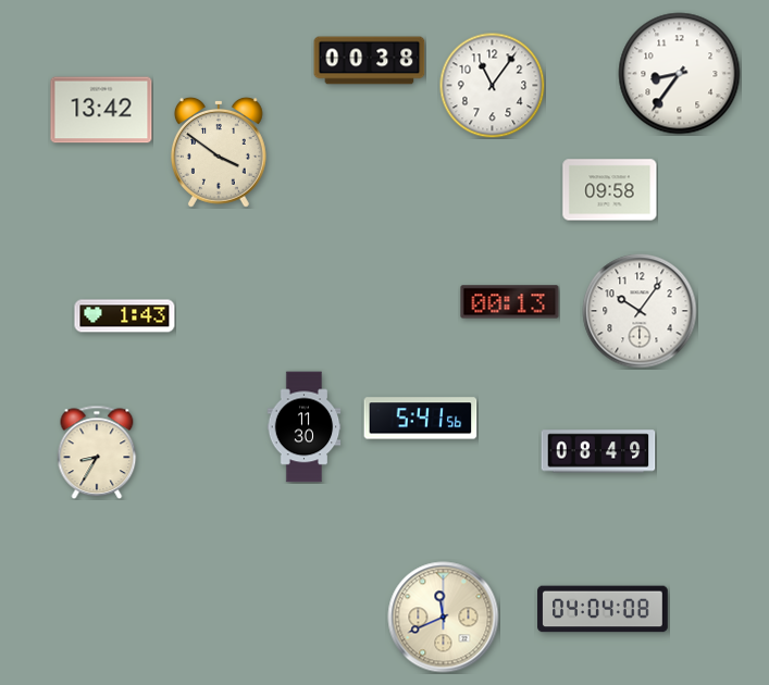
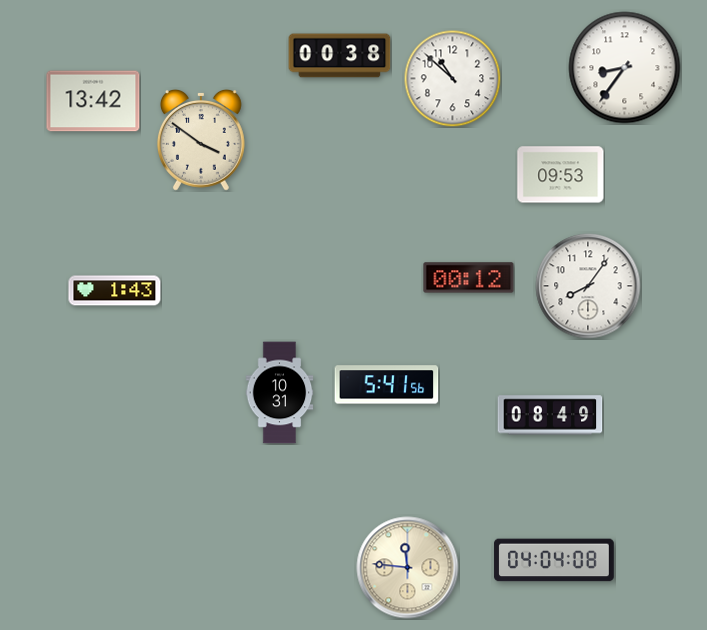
clock at (492, 85): 11:06 -> 10:52
clock at (610, 190): 09:58 -> 09:53
clock at (510, 302): 00:13 -> 00:12
clock at (640, 311): 10:06 -> 8:06
clock at (305, 427): 11:30 -> 10:31
clock at (97, 452): 8:35 -> none
clock at (444, 618): 11:41 -> 11:46
